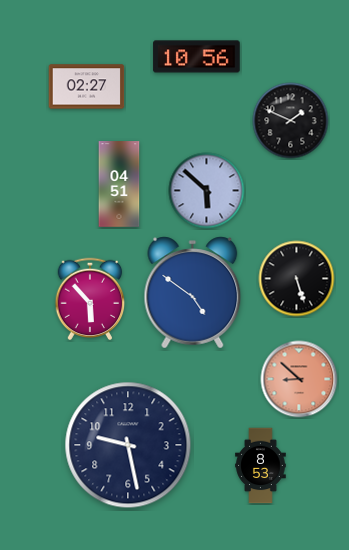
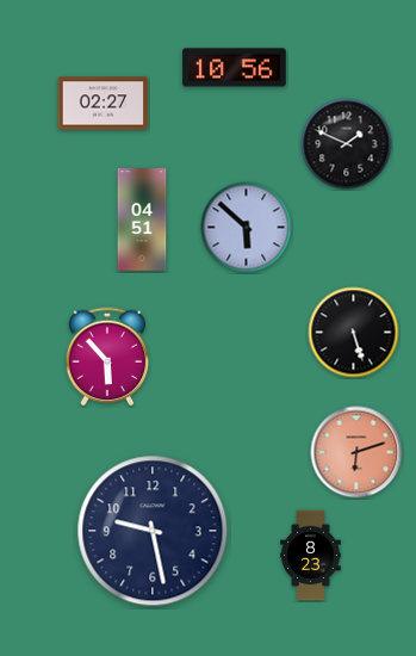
clock at (193, 293): 4:51 -> none
clock at (299, 379): 8:52 -> 6:12
clock at (261, 466): 8:53 -> 8:23
